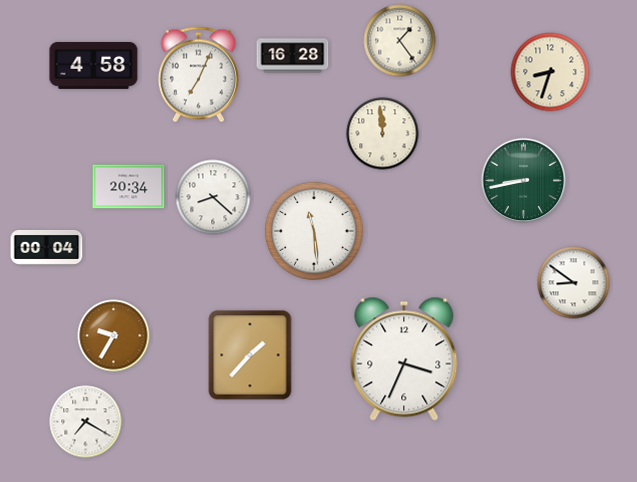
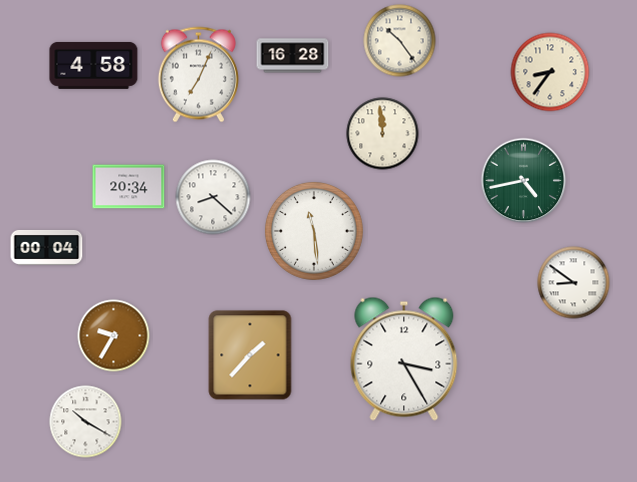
clock at (400, 41): 1:24 -> 10:24
clock at (550, 72): 8:33 -> 8:36
clock at (524, 181): 8:43 -> 4:43
clock at (404, 359): 3:34 -> 3:25
clock at (86, 422): 7:20 -> 10:20
